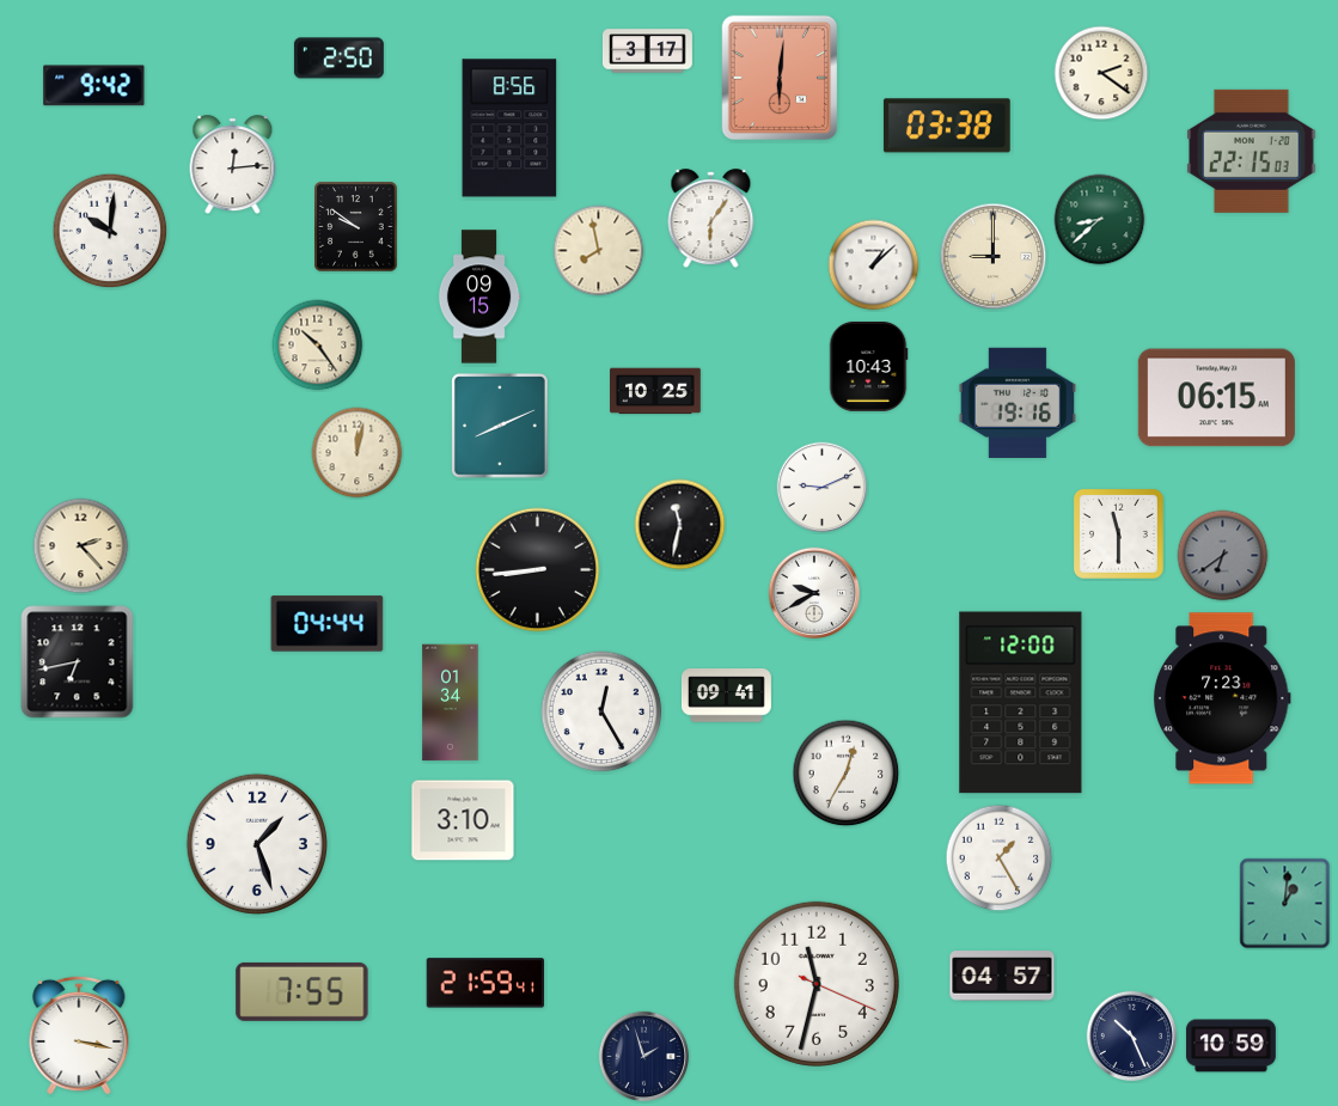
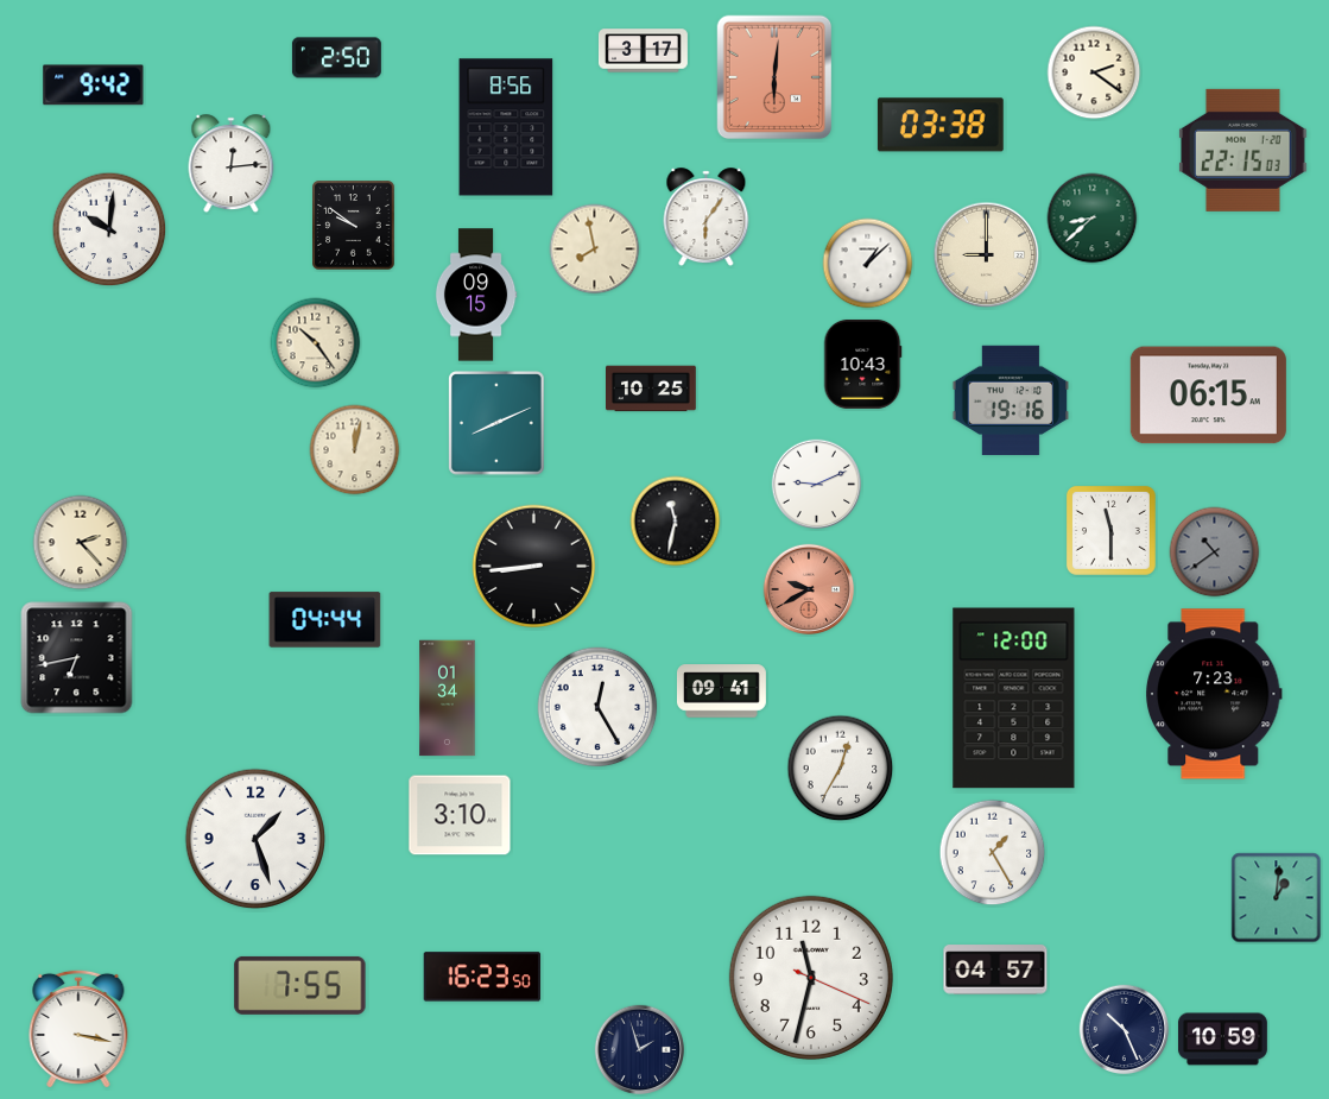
clock at (1223, 556): 6:39 -> 10:39
clock at (814, 593) dial: white -> salmon
clock at (485, 983): 21:59 -> 16:23
